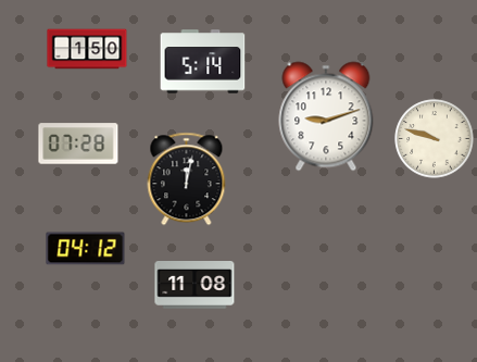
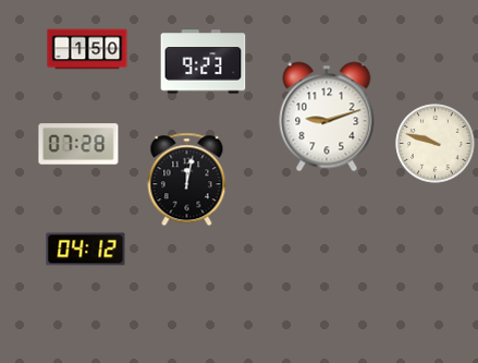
clock at (203, 62): 5:14 -> 9:23
clock at (435, 139) position: (435, 139) -> (436, 144)
clock at (194, 286): 11:08 -> none
